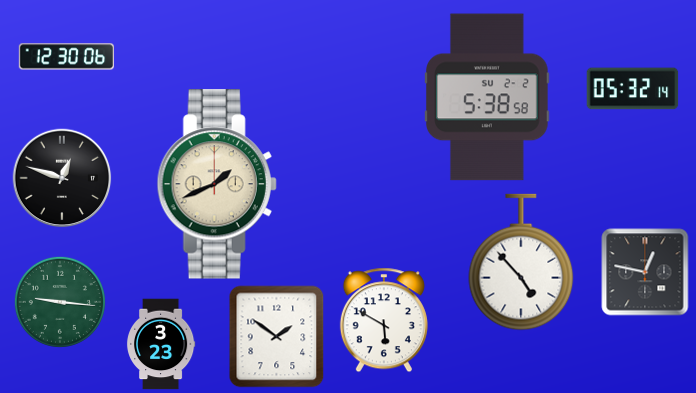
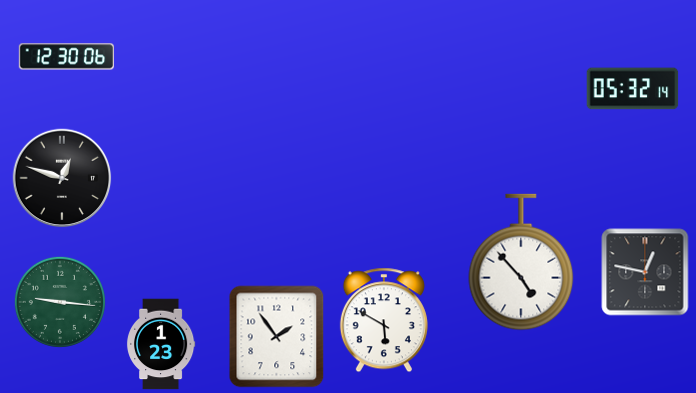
clock at (488, 97): 5:38 -> none
clock at (217, 184): 1:41 -> none
clock at (277, 337): 1:51 -> 1:54
clock at (161, 344): 3:23 -> 1:23
